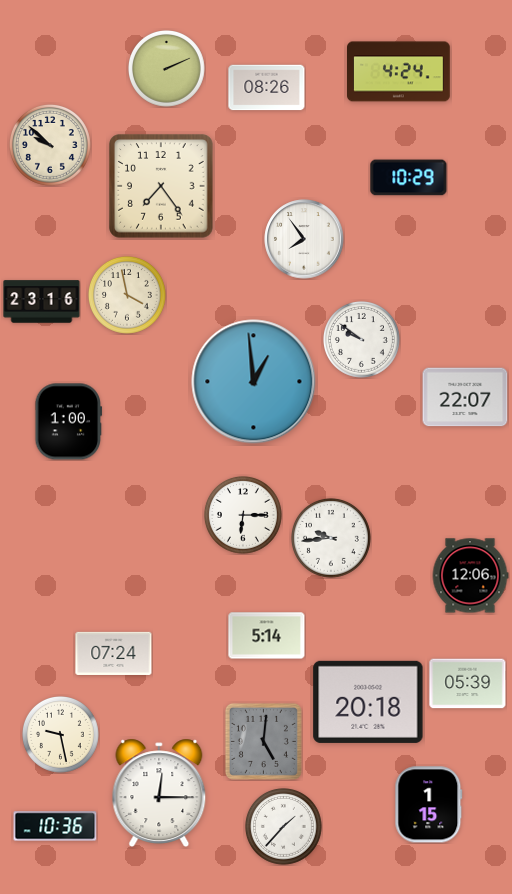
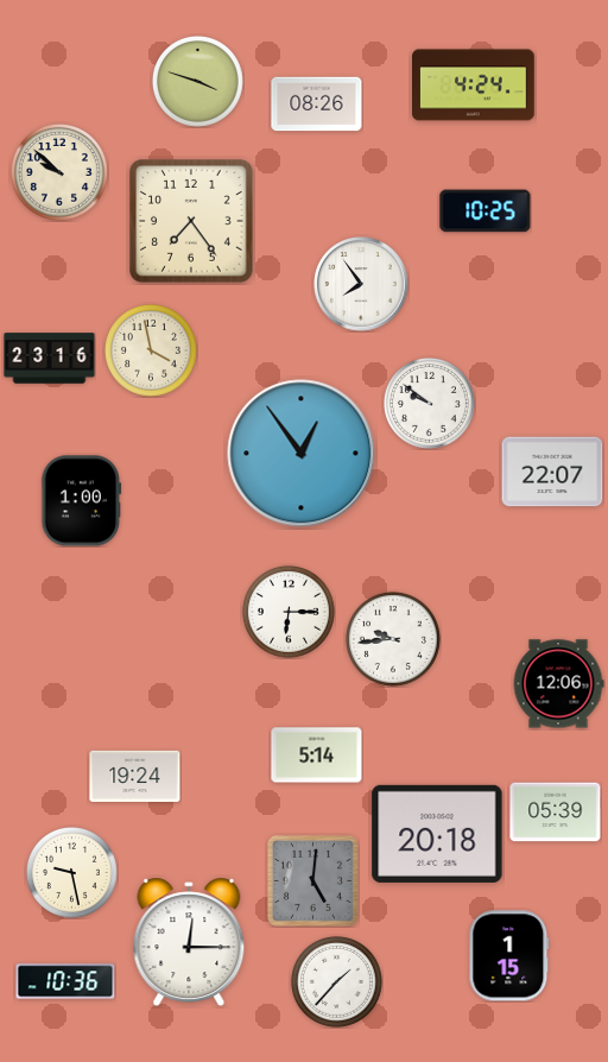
clock at (167, 69): 2:11 -> 3:48
clock at (409, 178): 10:29 -> 10:25
clock at (254, 382): 12:59 -> 12:54
clock at (114, 653): 07:24 -> 19:24
